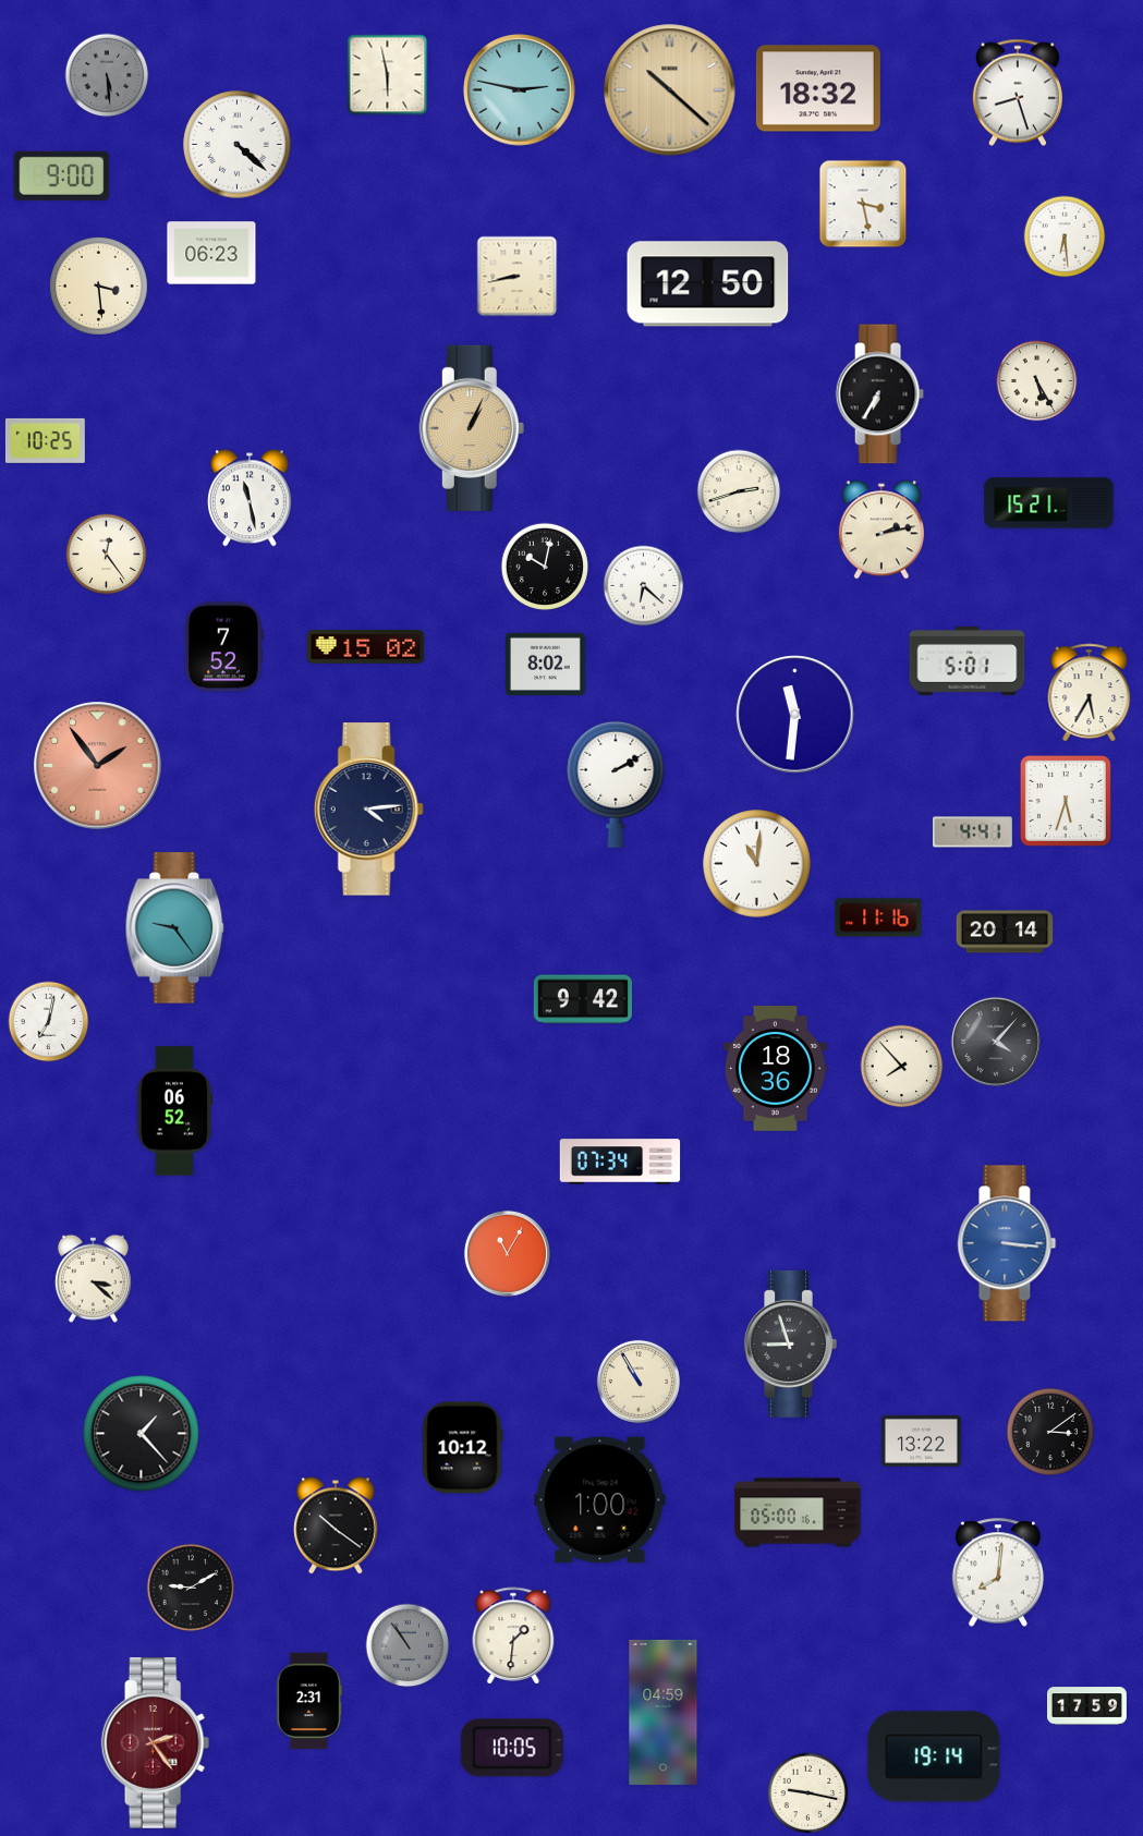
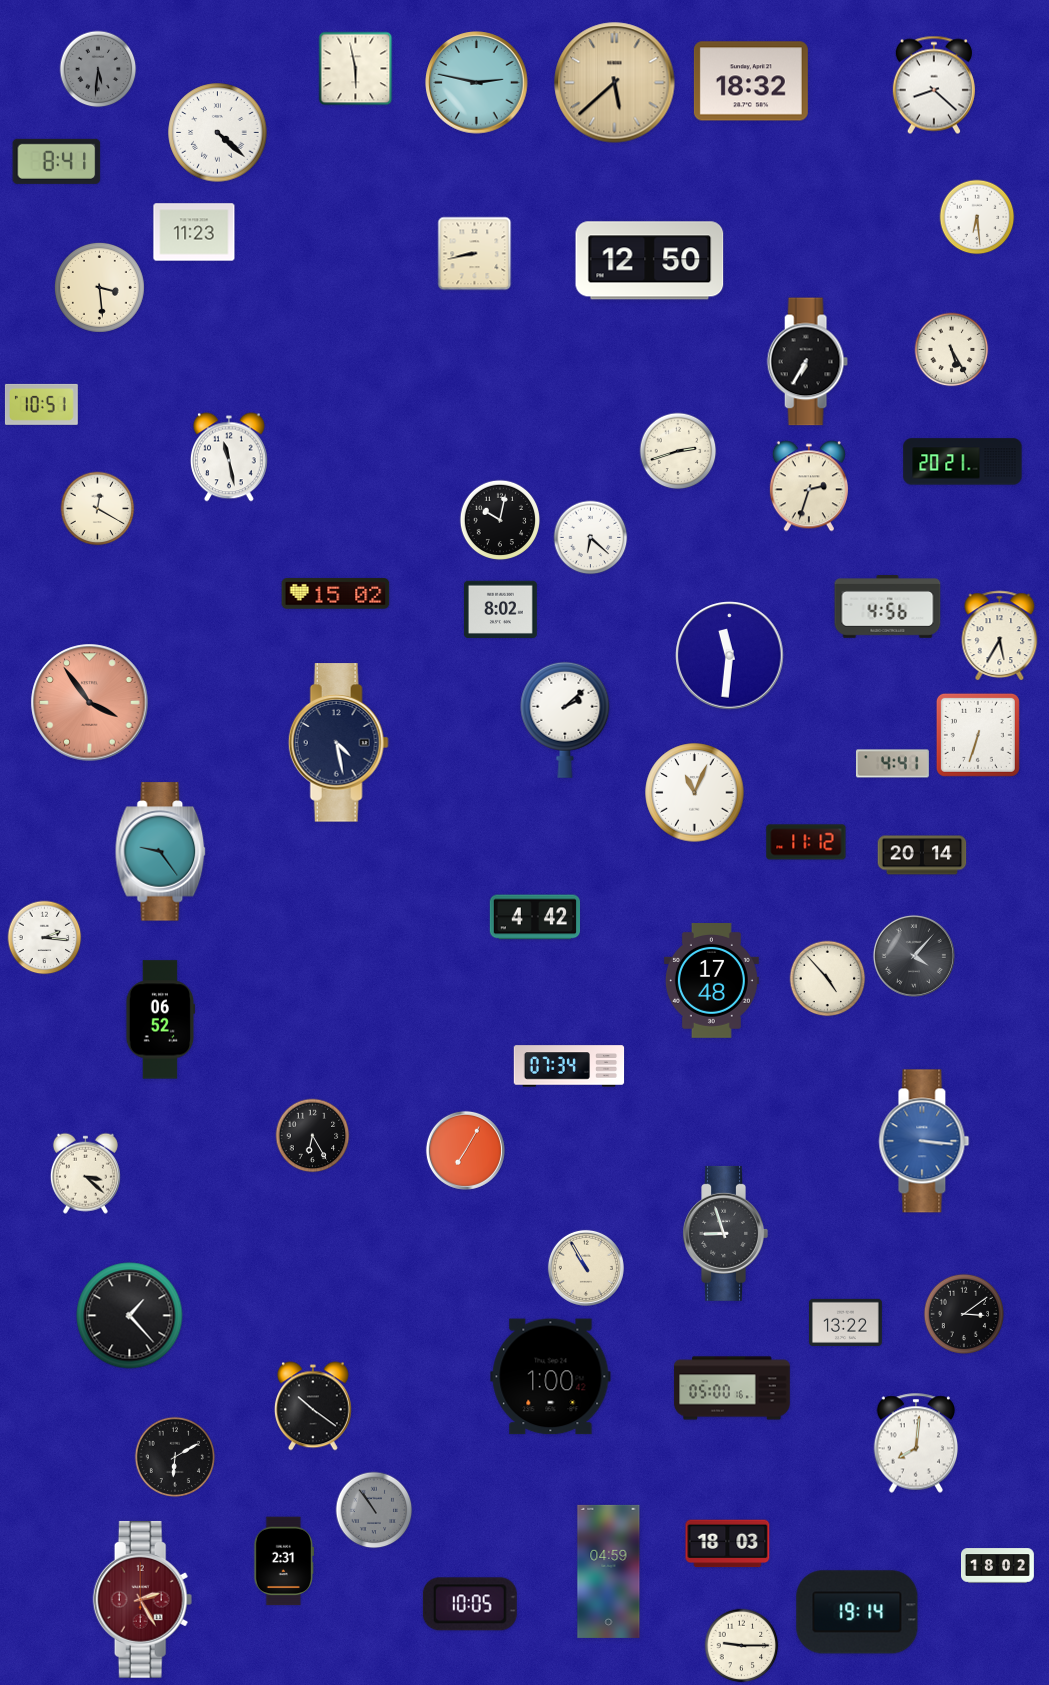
clock at (107, 75): 5:29 -> 5:31
clock at (670, 90): 10:22 -> 5:38
clock at (1018, 93): 8:27 -> 8:22
clock at (62, 175): 9:00 -> 8:41
clock at (863, 204): 3:28 -> none
clock at (211, 253): 06:23 -> 11:23
clock at (98, 285) position: (98, 285) -> (99, 287)
clock at (472, 428): 1:04 -> none
clock at (45, 440): 10:25 -> 10:51
clock at (1049, 503): 15:21 -> 20:21
clock at (881, 530): 2:13 -> 2:33
clock at (107, 555): 12:24 -> 12:20
clock at (224, 647): 7:52 -> none
clock at (968, 661): 5:01 -> 4:56
clock at (98, 766): 1:54 -> 3:54
clock at (616, 785): 2:10 -> 2:08
clock at (1066, 801): 5:33 -> 6:33
clock at (368, 810): 4:14 -> 4:28
clock at (757, 864): 11:01 -> 11:04
clock at (878, 917): 11:16 -> 11:12
clock at (582, 999): 9:42 -> 4:42
clock at (49, 1022): 7:02 -> 2:16
clock at (902, 1067): 7:53 -> 4:53
clock at (775, 1069): 18:36 -> 17:48
clock at (313, 1136): none -> 6:25
clock at (507, 1253): 11:05 -> 7:05
clock at (463, 1448): 10:12 -> none
clock at (336, 1525) position: (336, 1525) -> (313, 1406)
clock at (191, 1588): 9:10 -> 6:10
clock at (513, 1636): 1:31 -> none
clock at (728, 1544): none -> 18:03
clock at (1087, 1706): 17:59 -> 18:02
clock at (156, 1743): 2:24 -> 2:25
clock at (808, 1794): 9:17 -> 9:15
